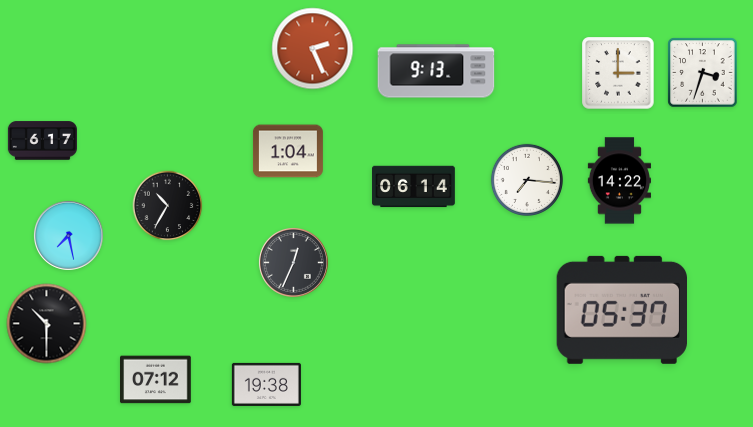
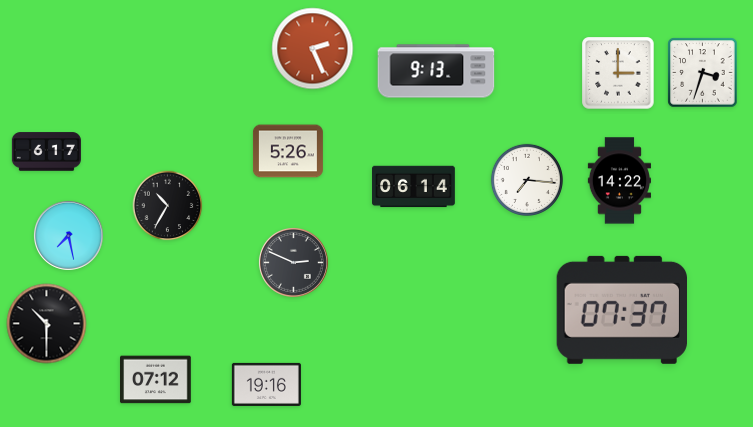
clock at (42, 141) position: (42, 141) -> (46, 152)
clock at (288, 151): 1:04 -> 5:26
clock at (293, 262): 12:34 -> 2:49
clock at (621, 310): 05:37 -> 07:37
clock at (266, 384): 19:38 -> 19:16
